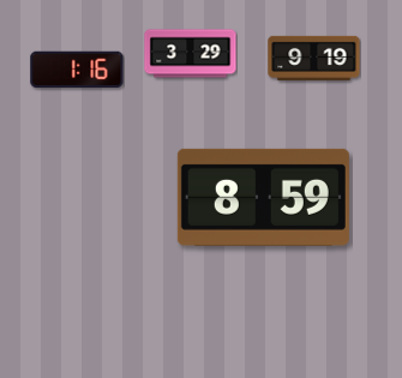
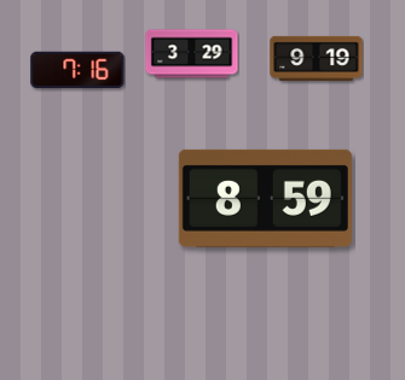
clock at (77, 68): 1:16 -> 7:16
